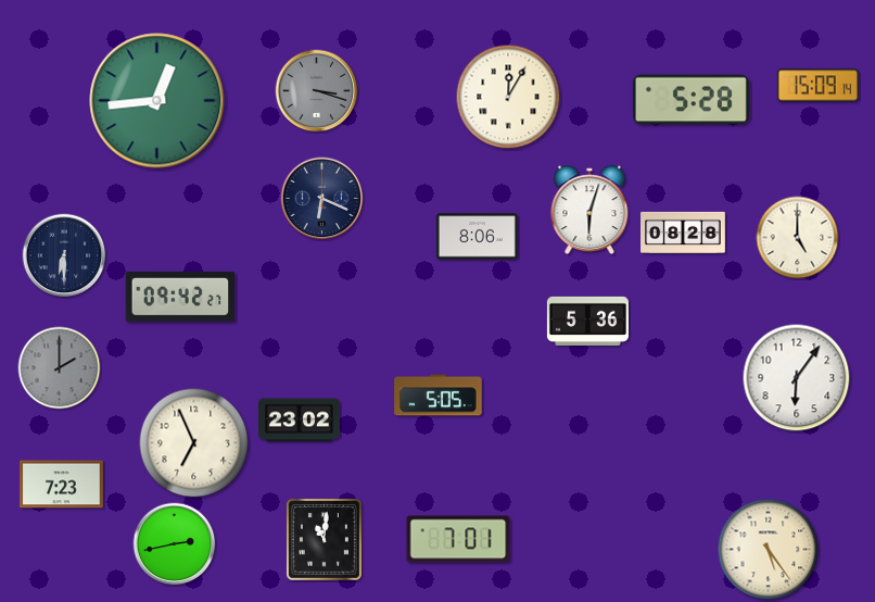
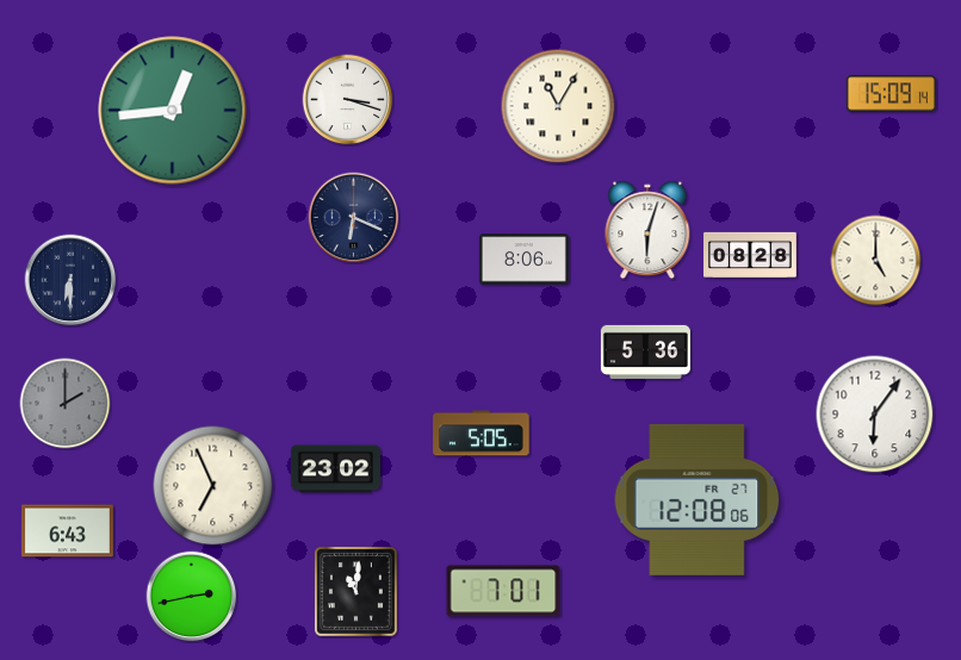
clock at (817, 86) position: (817, 86) -> (891, 94)
clock at (317, 91) dial: grey -> white
clock at (508, 97): 12:05 -> 11:05
clock at (690, 100): 5:28 -> none
clock at (180, 297): 09:42 -> none
clock at (299, 421) position: (299, 421) -> (335, 469)
clock at (697, 499): none -> 12:08
clock at (61, 485): 7:23 -> 6:43
clock at (769, 550): 5:24 -> none
